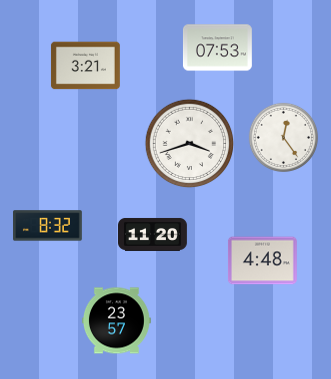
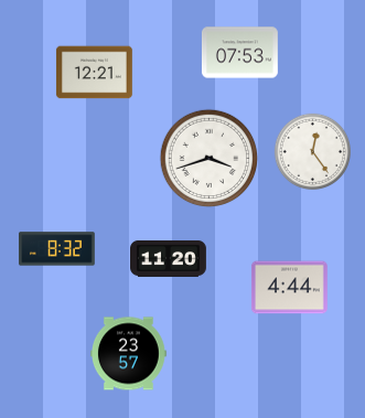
clock at (85, 66): 3:21 -> 12:21
clock at (48, 226) position: (48, 226) -> (57, 249)
clock at (262, 261): 4:48 -> 4:44
